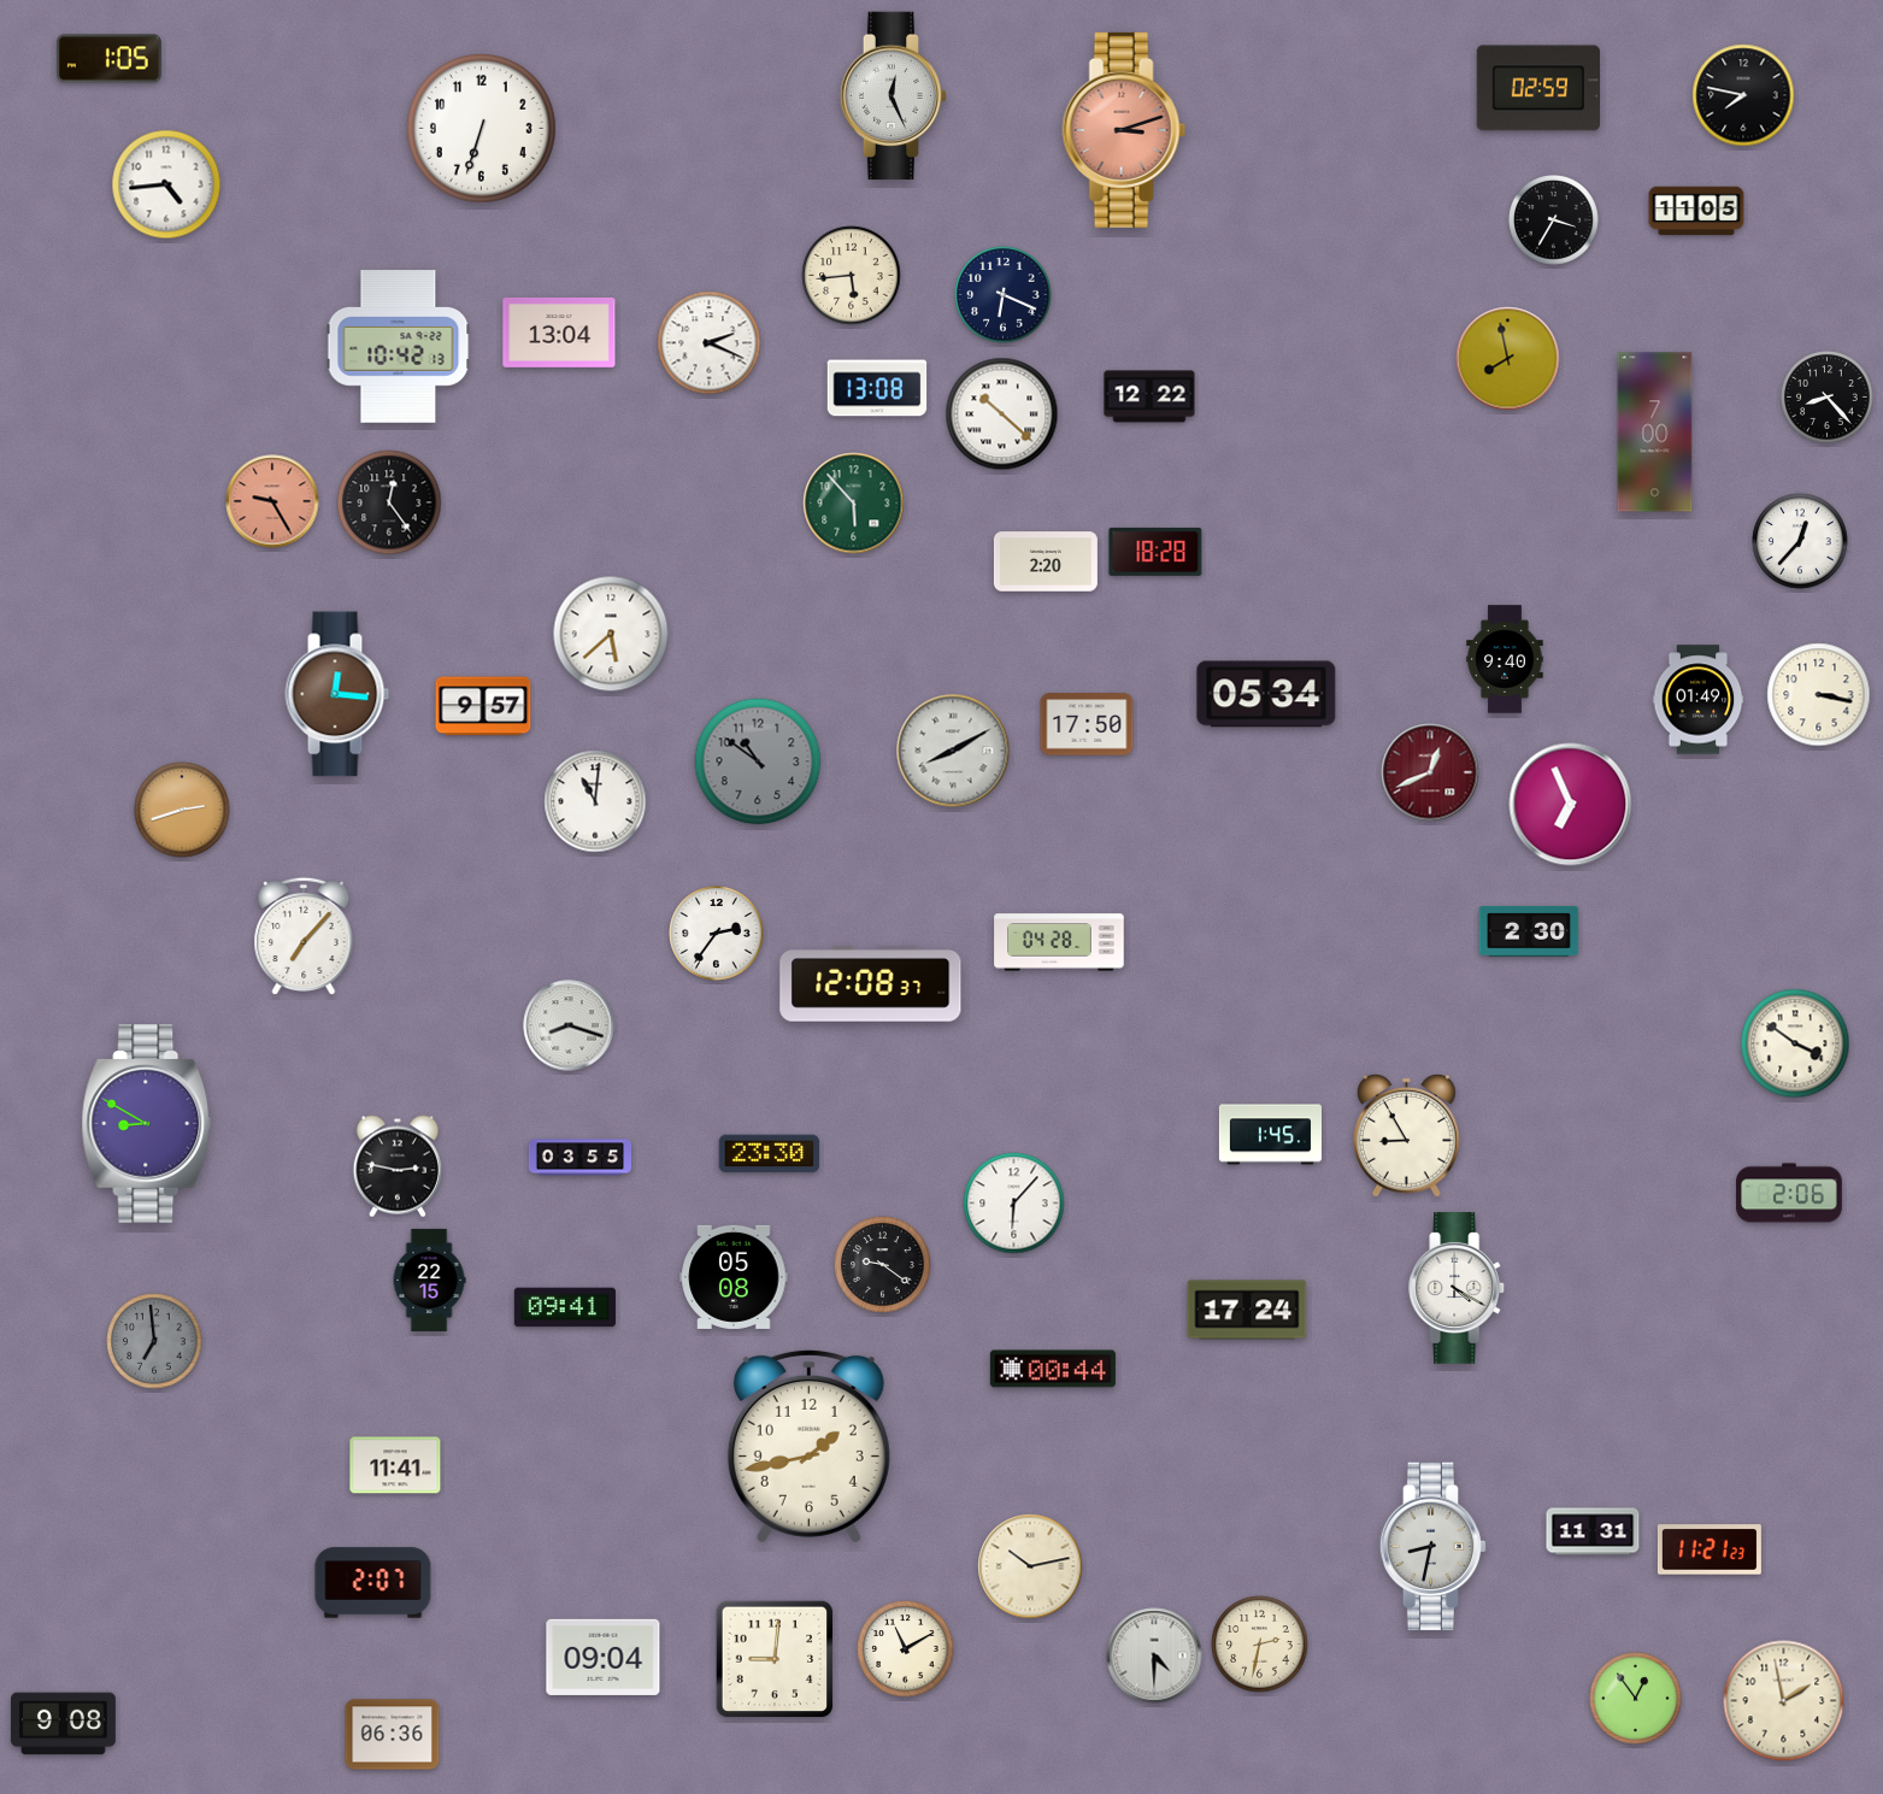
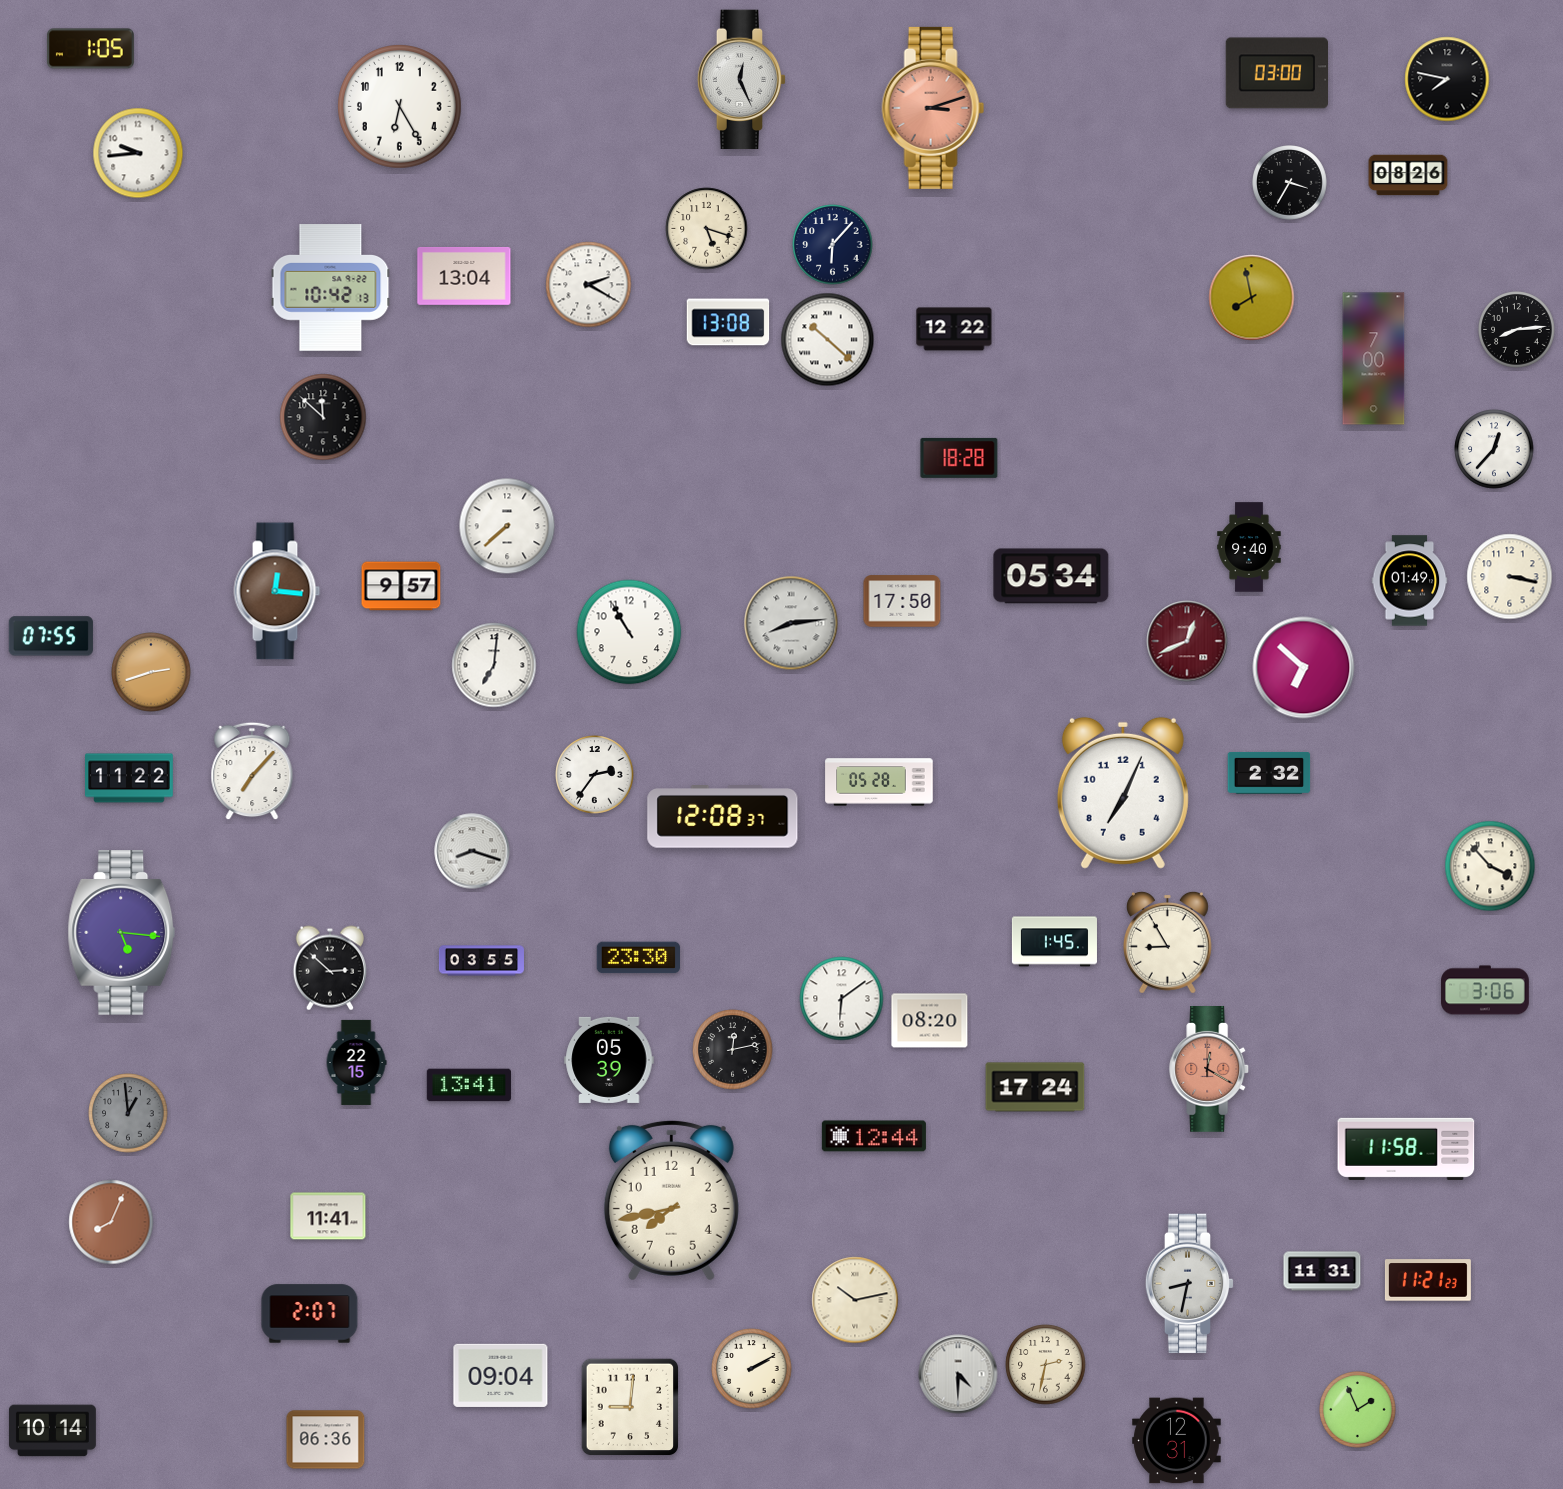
clock at (1537, 88): 02:59 -> 03:00
clock at (482, 129): 6:33 -> 6:25
clock at (166, 184): 4:44 -> 9:44
clock at (1696, 211): 11:05 -> 08:26
clock at (852, 276): 5:44 -> 5:18
clock at (1004, 295): 6:19 -> 6:07
clock at (710, 343): 2:19 -> 2:20
clock at (1828, 398): 8:23 -> 8:14
clock at (1002, 414) position: (1002, 414) -> (828, 340)
clock at (272, 501): 9:25 -> none
clock at (389, 502): 12:24 -> 11:52
clock at (854, 504): 5:53 -> none
clock at (1046, 561): 2:20 -> none
clock at (611, 634): 5:38 -> 7:38
clock at (337, 694) position: (337, 694) -> (277, 591)
clock at (953, 751): 8:10 -> 8:14
clock at (758, 761): 10:51 -> 10:55
clock at (758, 761) dial: grey -> white
clock at (51, 636): none -> 07:55
clock at (595, 801): 11:01 -> 7:01
clock at (1571, 805): 6:56 -> 6:52
clock at (1529, 931): 2:30 -> 2:32
clock at (304, 936) position: (304, 936) -> (252, 771)
clock at (129, 778): none -> 11:22
clock at (1059, 942): 04:28 -> 05:28
clock at (1123, 793): none -> 7:04
clock at (1795, 1043): 3:51 -> 3:53
clock at (147, 1124): 8:50 -> 5:16
clock at (398, 1166): 2:47 -> 2:52
clock at (1789, 1193): 2:06 -> 3:06
clock at (1014, 1204): 6:07 -> 6:09
clock at (930, 1021): none -> 08:20
clock at (883, 1265): 9:21 -> 12:13
clock at (734, 1277): 05:08 -> 05:39
clock at (1458, 1289): 4:20 -> 12:20
clock at (1458, 1289) dial: white -> salmon
clock at (565, 1307): 09:41 -> 13:41
clock at (154, 1341): 6:59 -> 12:59
clock at (1053, 1369): 00:44 -> 12:44
clock at (1406, 1149): none -> 11:58
clock at (808, 1446): 1:43 -> 7:43
clock at (111, 1222): none -> 8:04
clock at (1710, 1549) position: (1710, 1549) -> (1428, 1280)
clock at (906, 1649): 11:10 -> 2:10
clock at (775, 1659) position: (775, 1659) -> (630, 1407)
clock at (1636, 1699): 12:54 -> 1:56
clock at (1784, 1701): 1:58 -> none
clock at (63, 1724): 9:08 -> 10:14
clock at (1177, 1441): none -> 12:31
